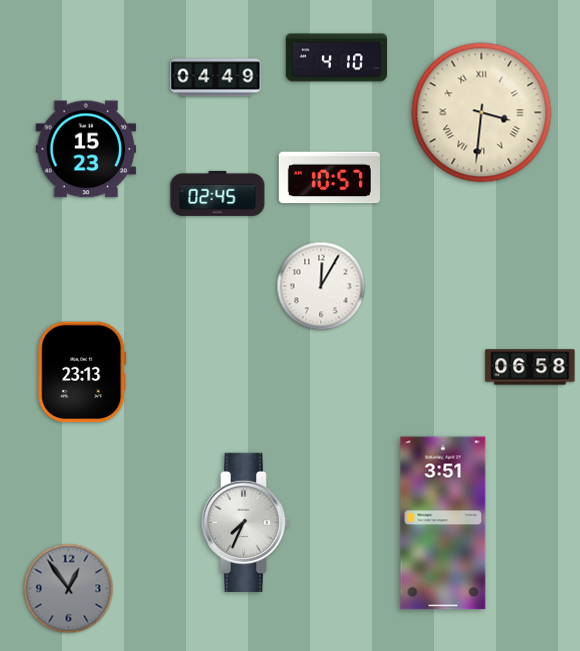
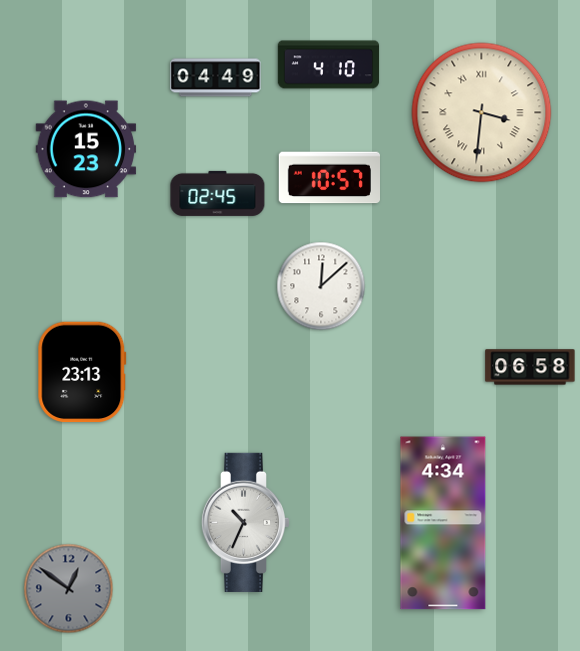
clock at (337, 58) position: (337, 58) -> (329, 65)
clock at (321, 286): 12:05 -> 12:08
clock at (246, 522): 7:34 -> 10:34
clock at (443, 523): 3:51 -> 4:34
clock at (69, 589): 12:54 -> 12:51
